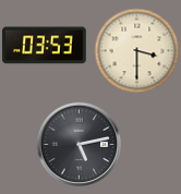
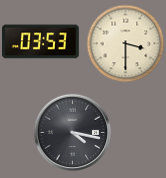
clock at (136, 50) position: (136, 50) -> (125, 43)
clock at (79, 144): 5:13 -> 4:17
